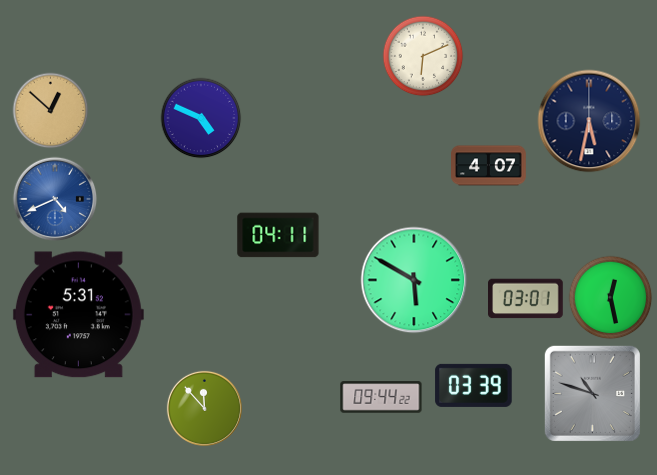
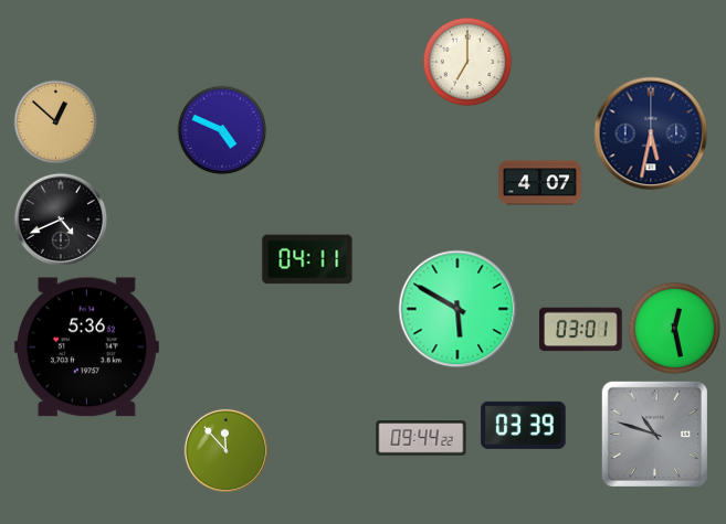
clock at (423, 56): 6:11 -> 7:00
clock at (55, 199) dial: blue -> black
clock at (78, 315): 5:31 -> 5:36
